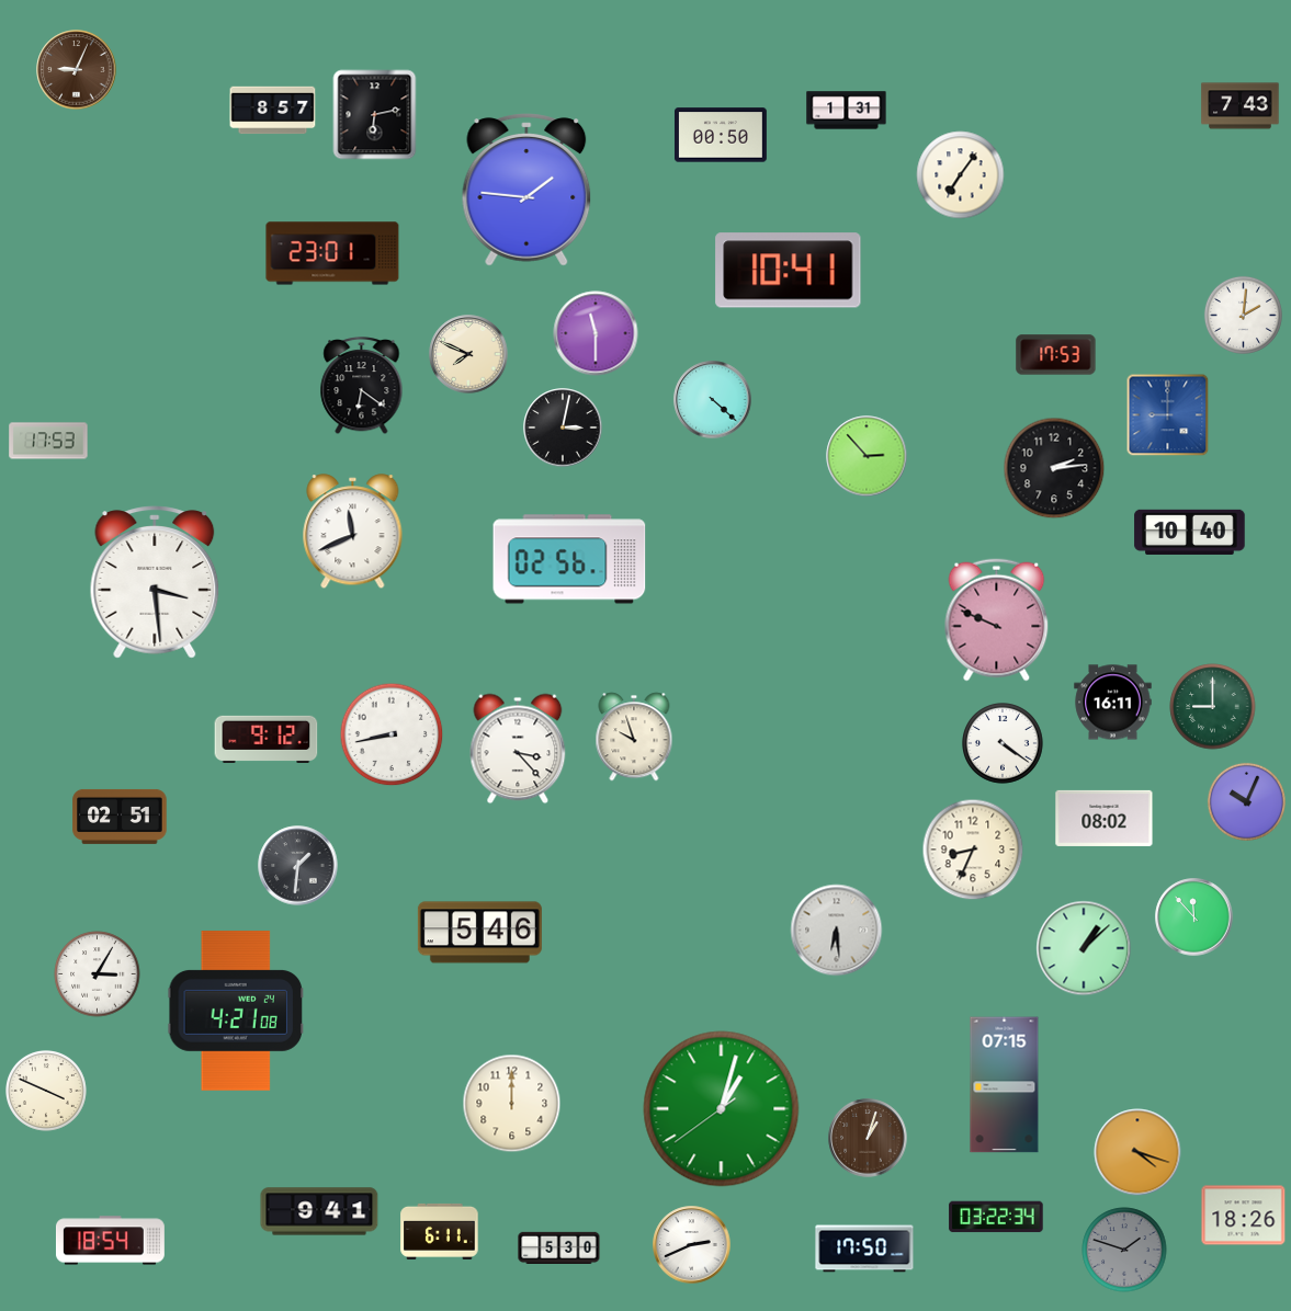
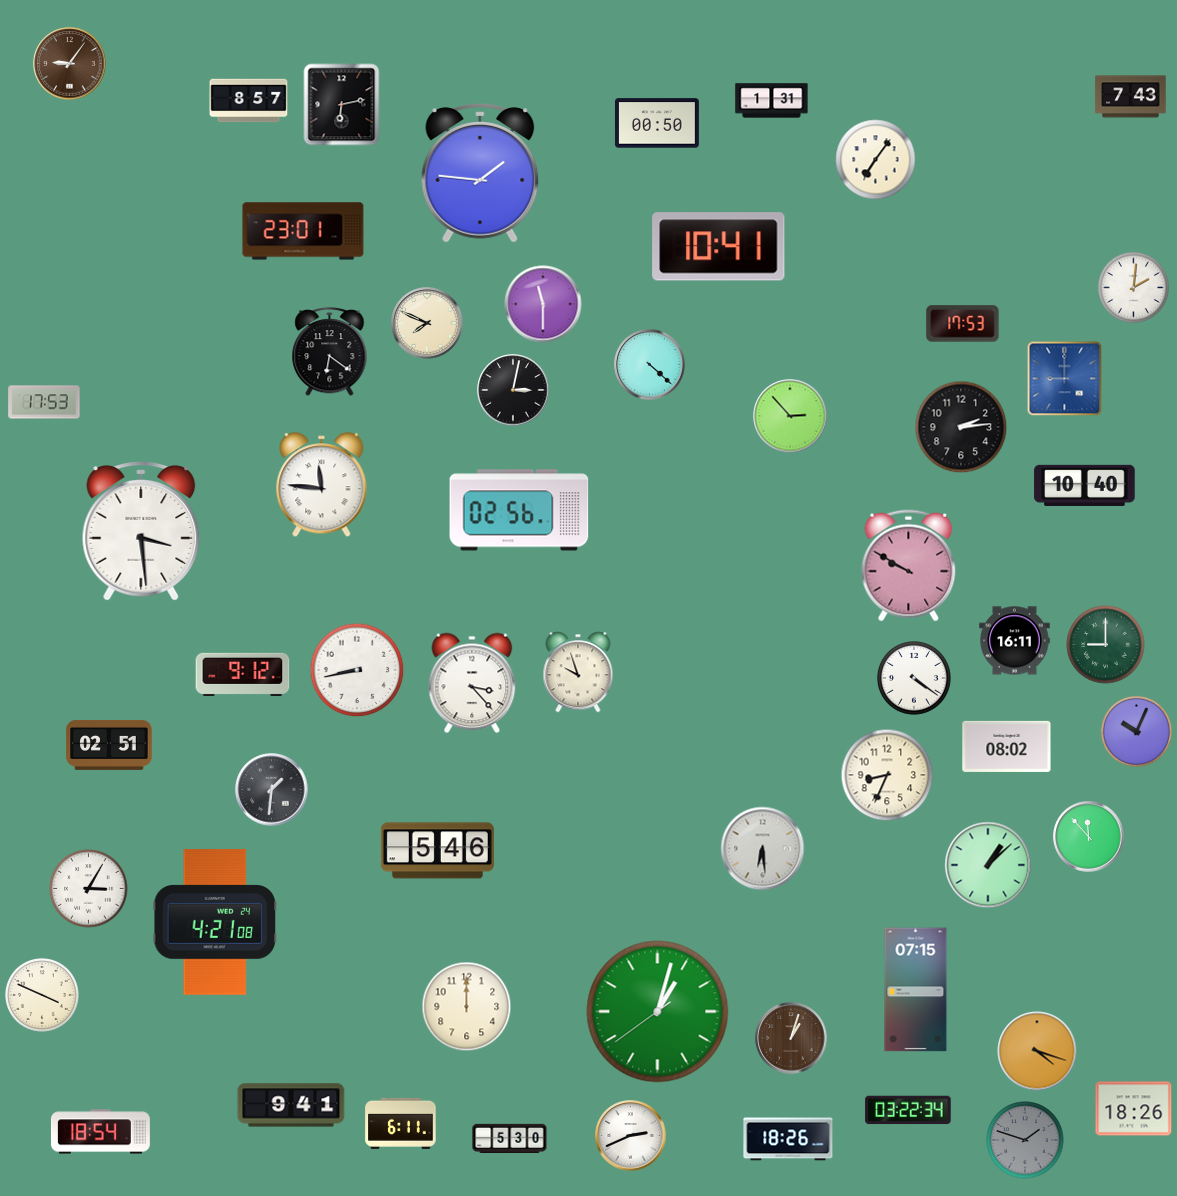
clock at (77, 70): 9:04 -> 9:06
clock at (353, 532): 11:41 -> 11:46
clock at (997, 620): 9:49 -> 9:50
clock at (864, 1249): 17:50 -> 18:26
